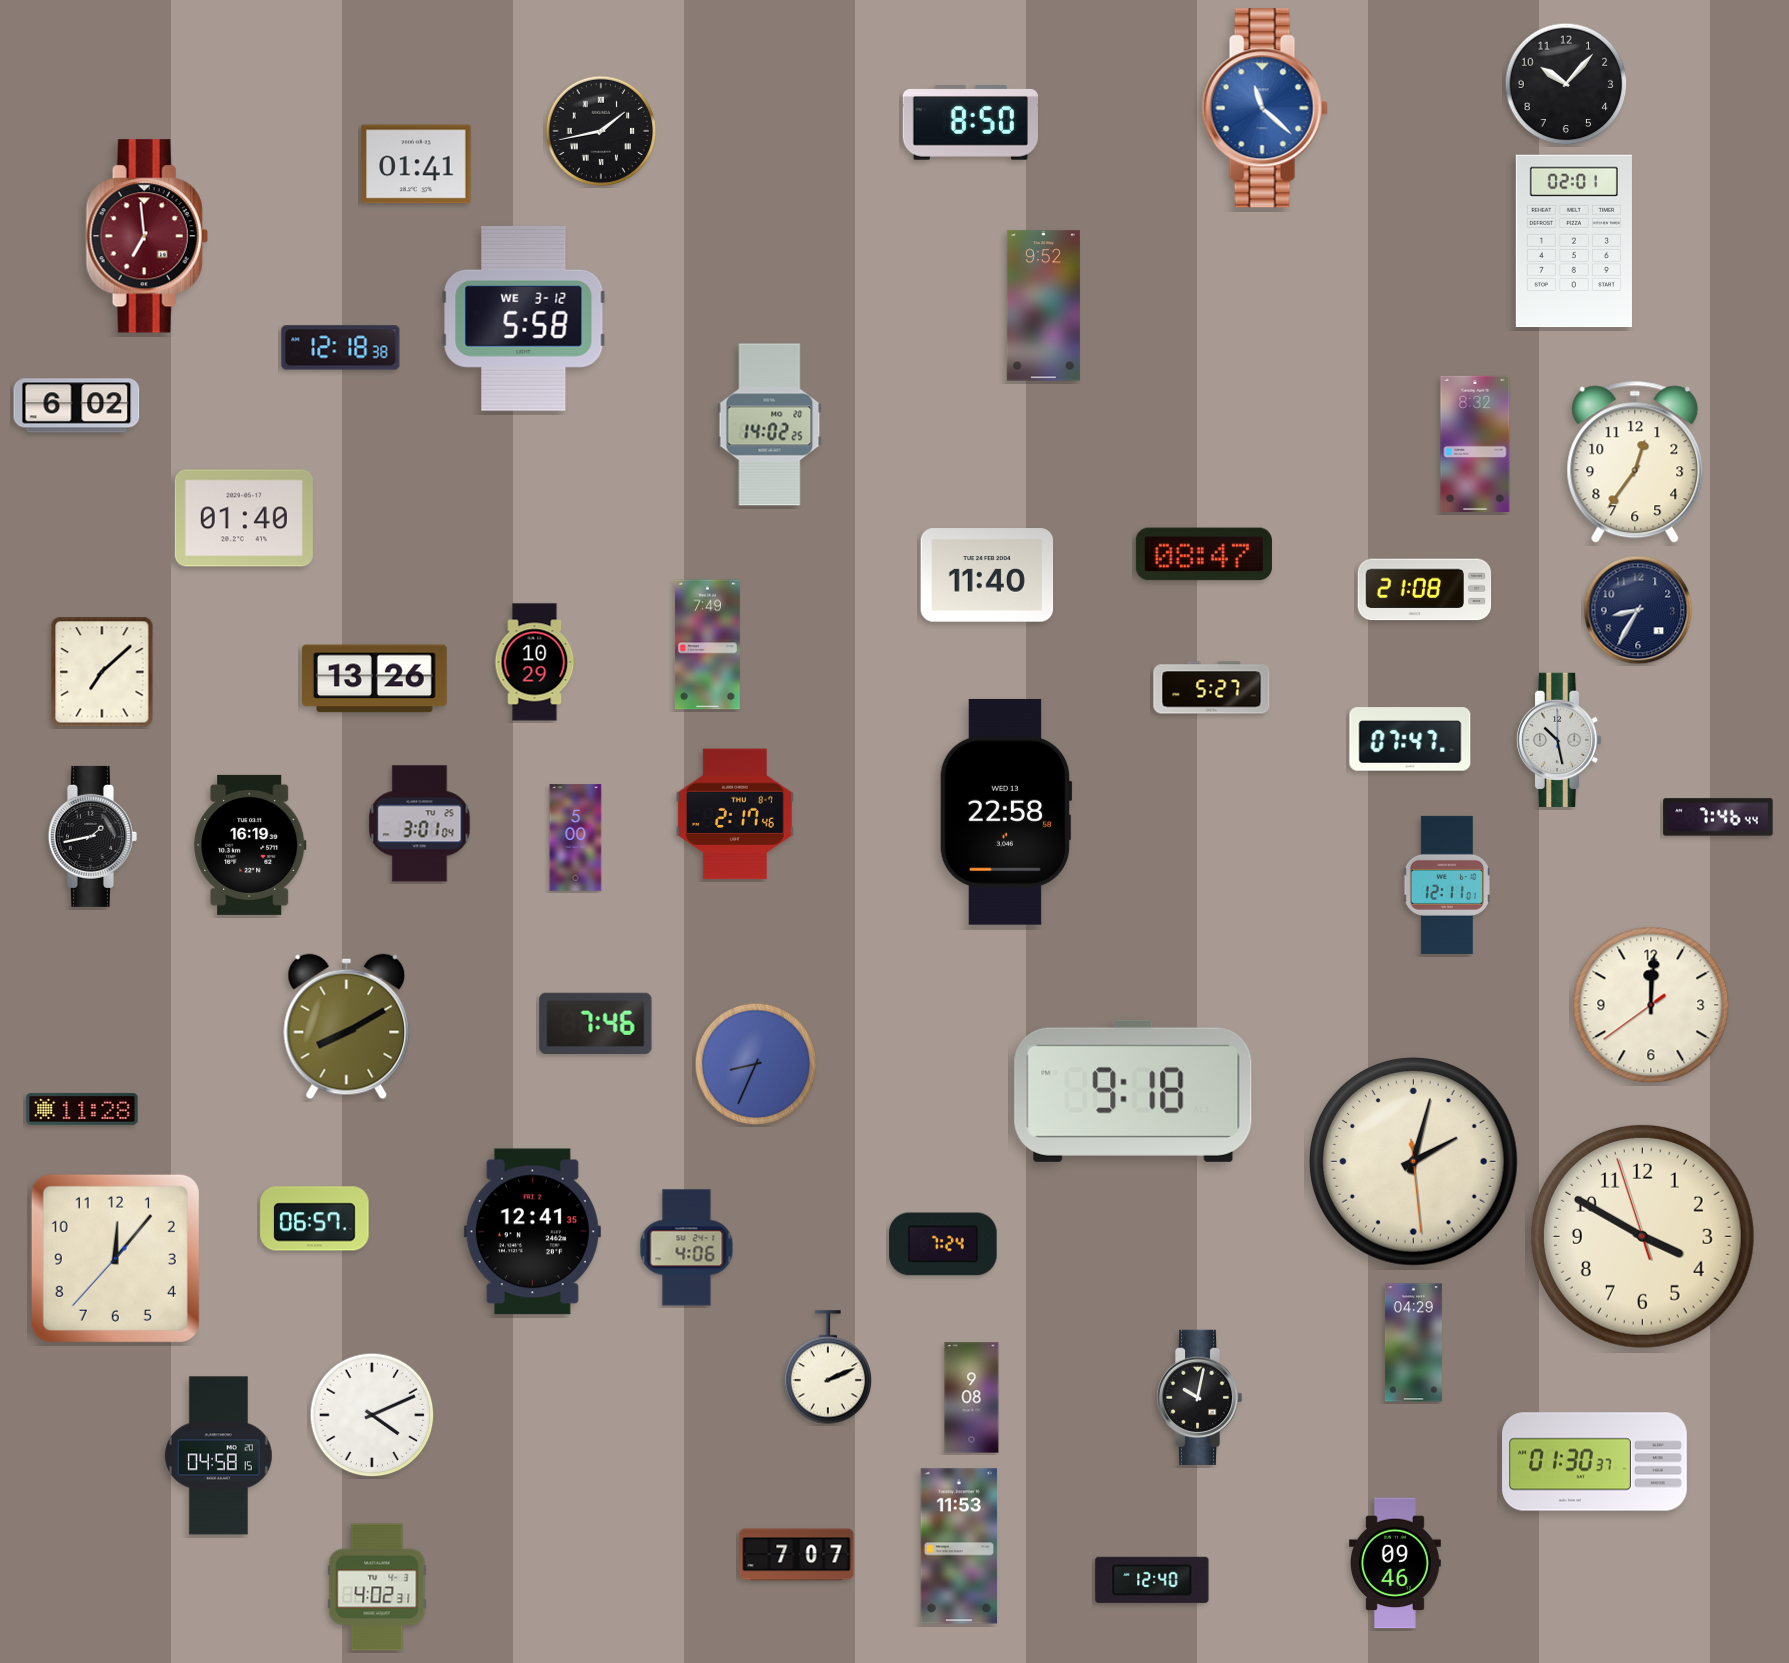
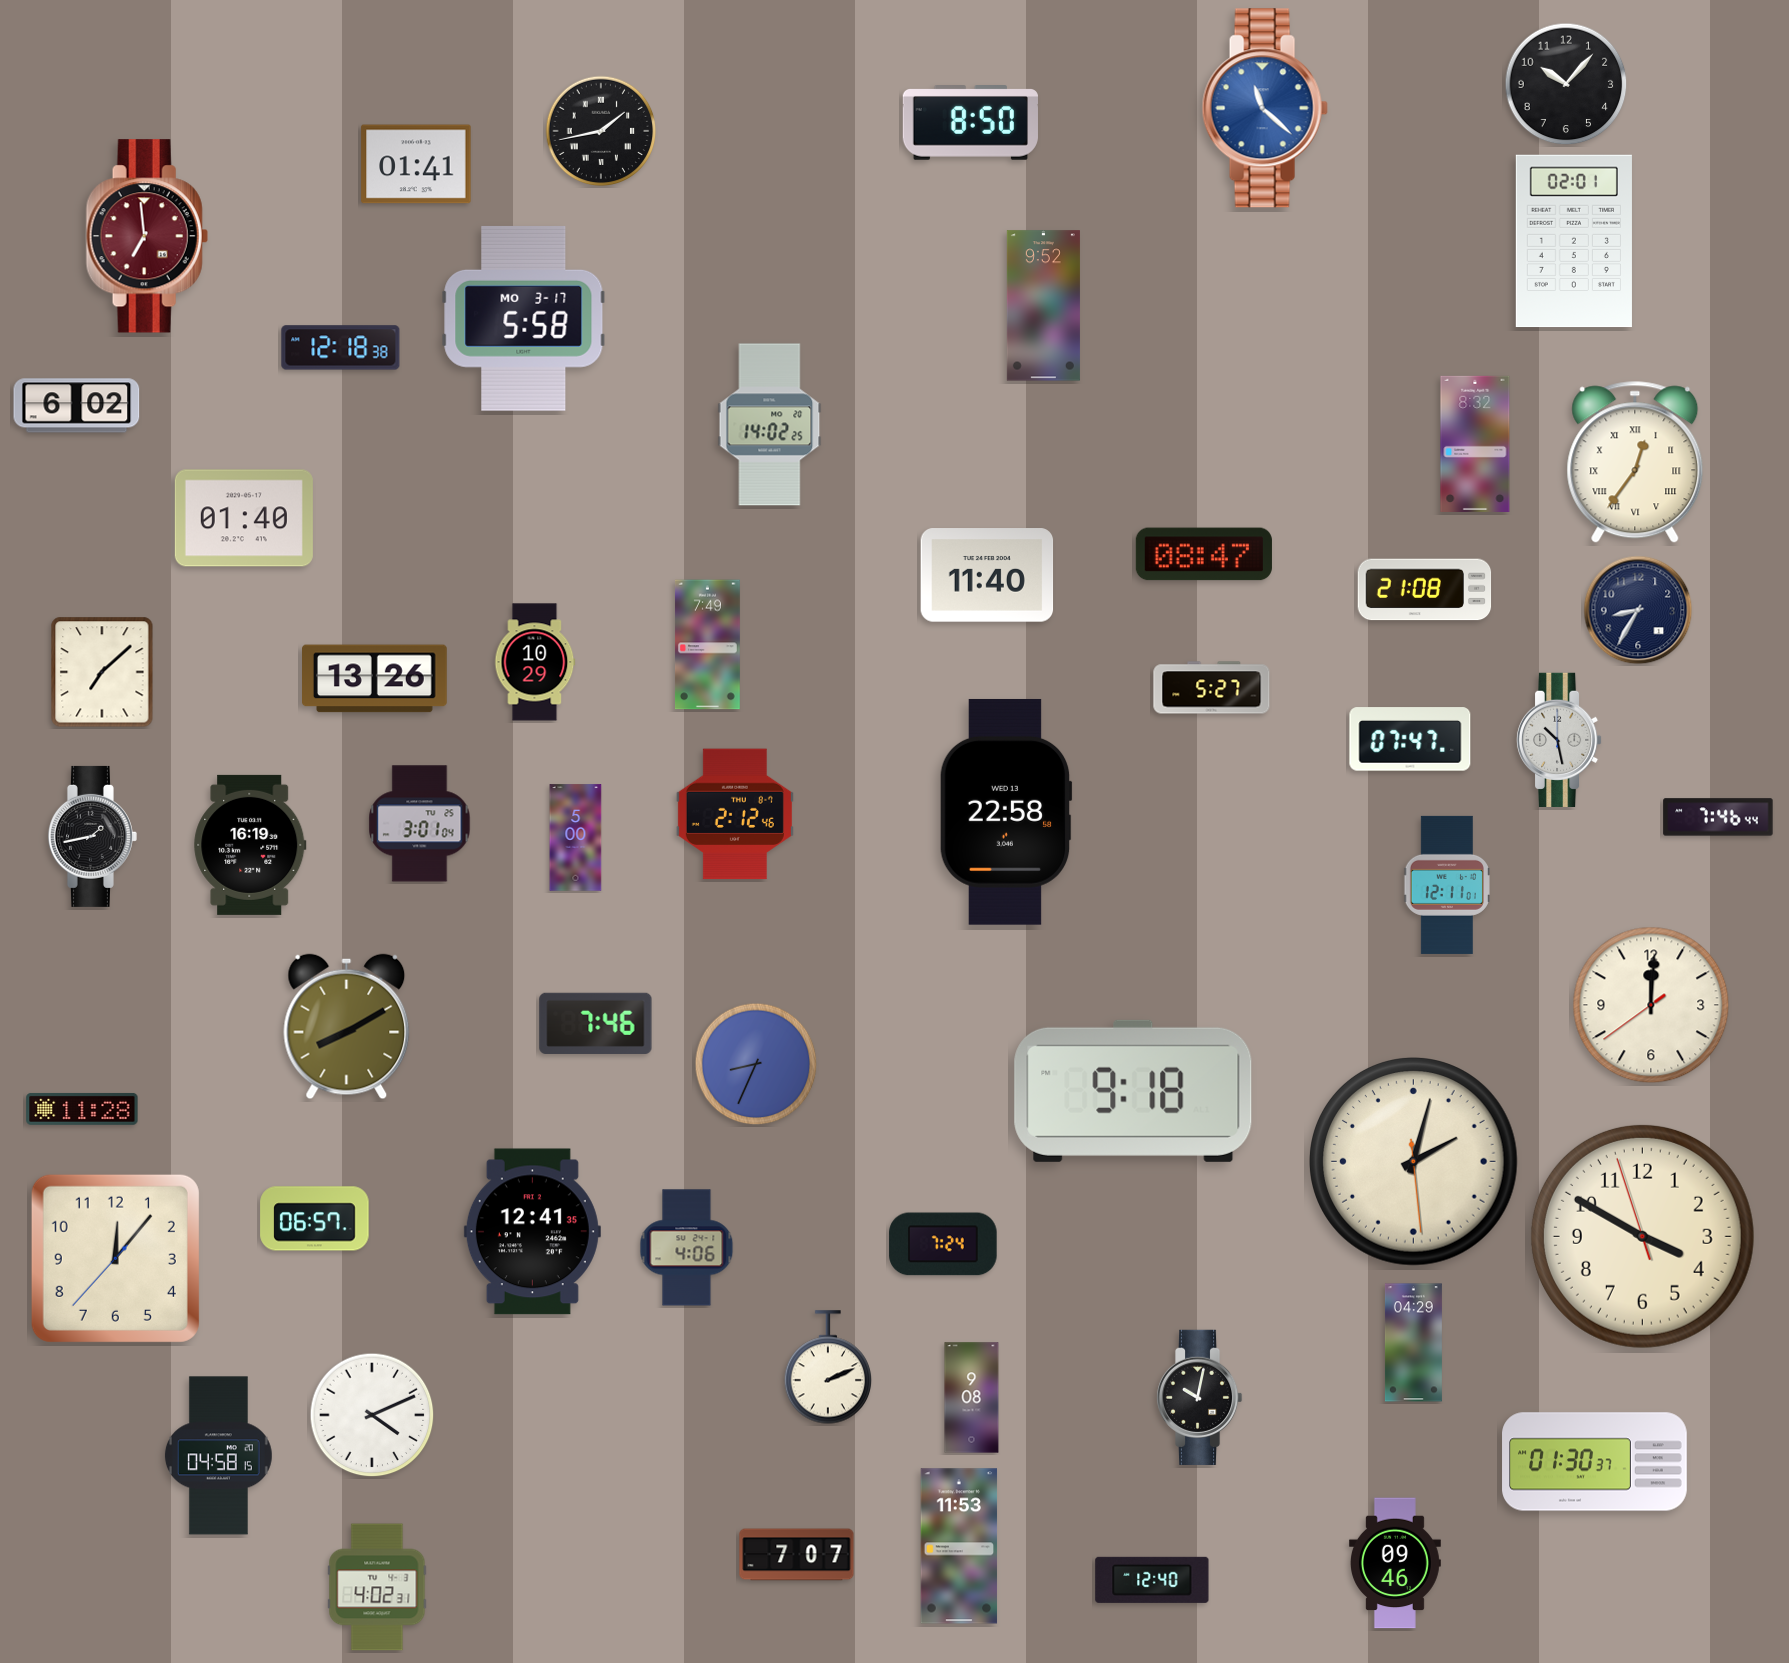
clock at (524, 318) date: WE 3-12 -> MO 3-17
clock at (1635, 462) numerals: Arabic -> Roman
clock at (735, 814): 2:17 -> 2:12
